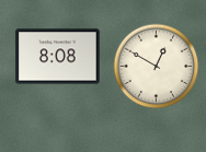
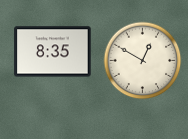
clock at (58, 57): 8:08 -> 8:35
